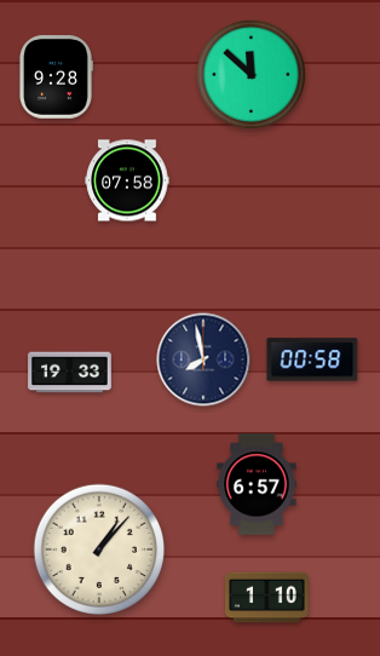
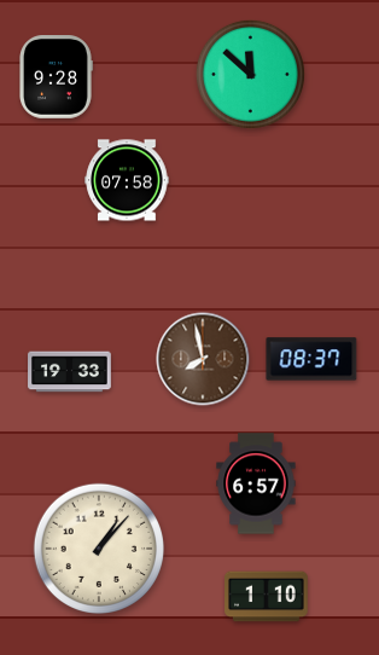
clock at (203, 359) dial: navy -> brown
clock at (312, 359): 00:58 -> 08:37
